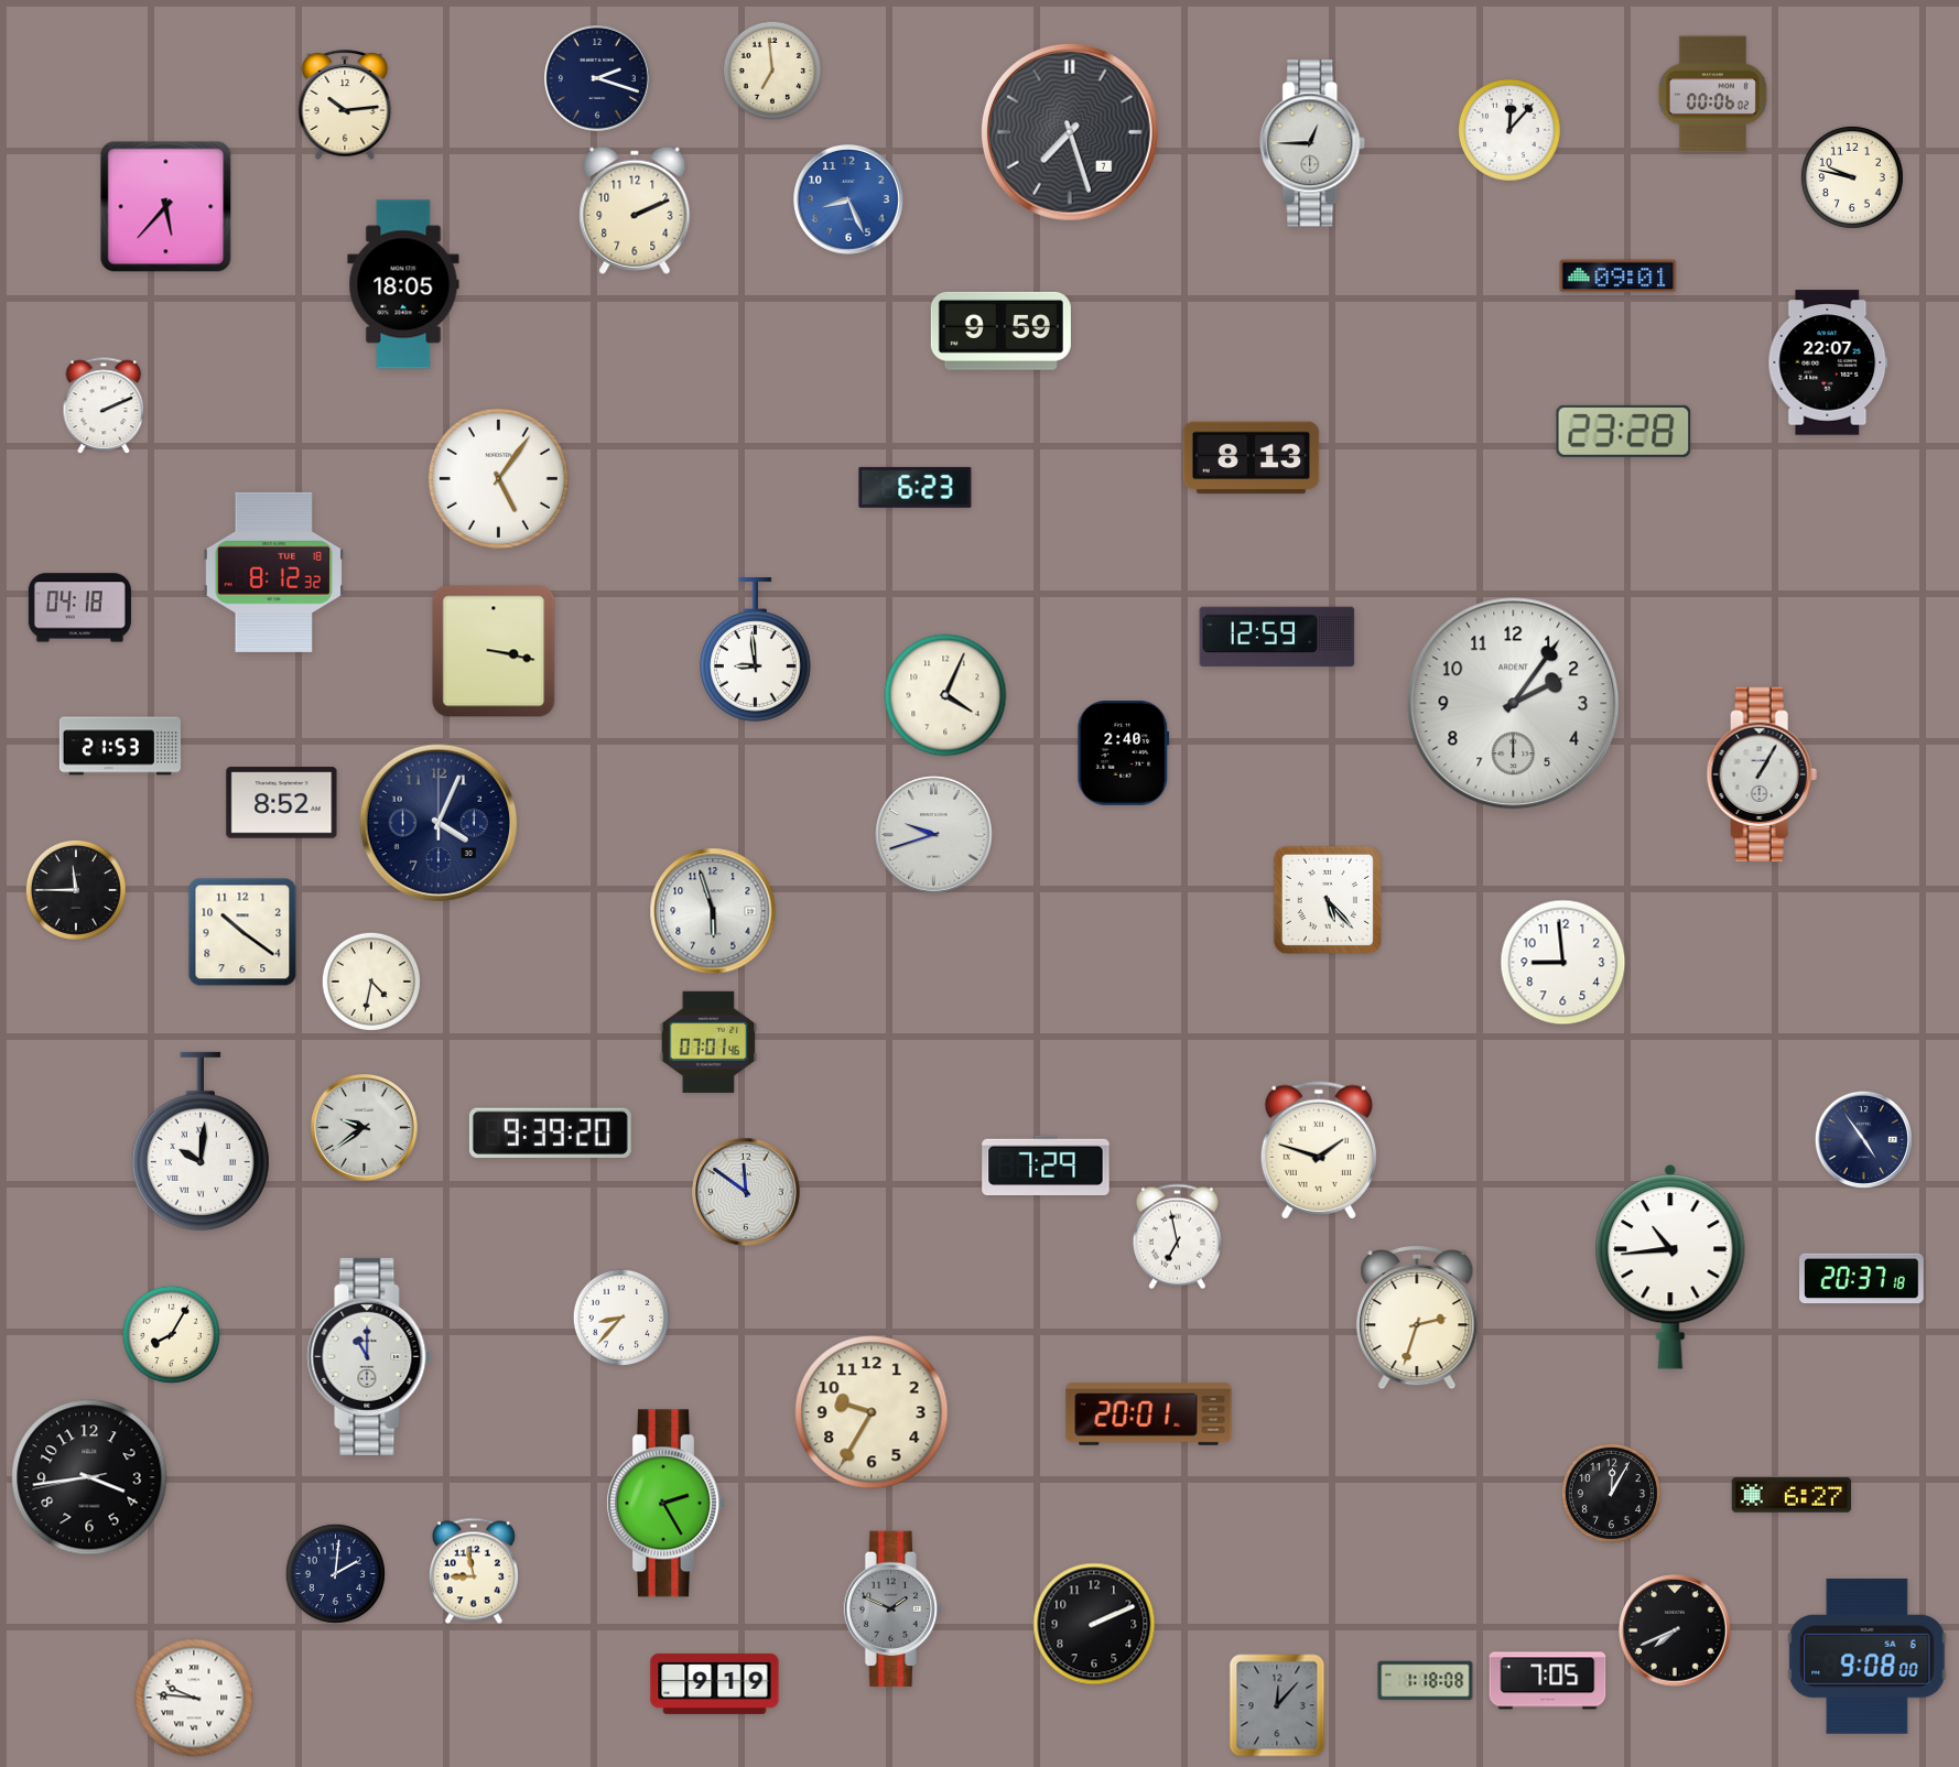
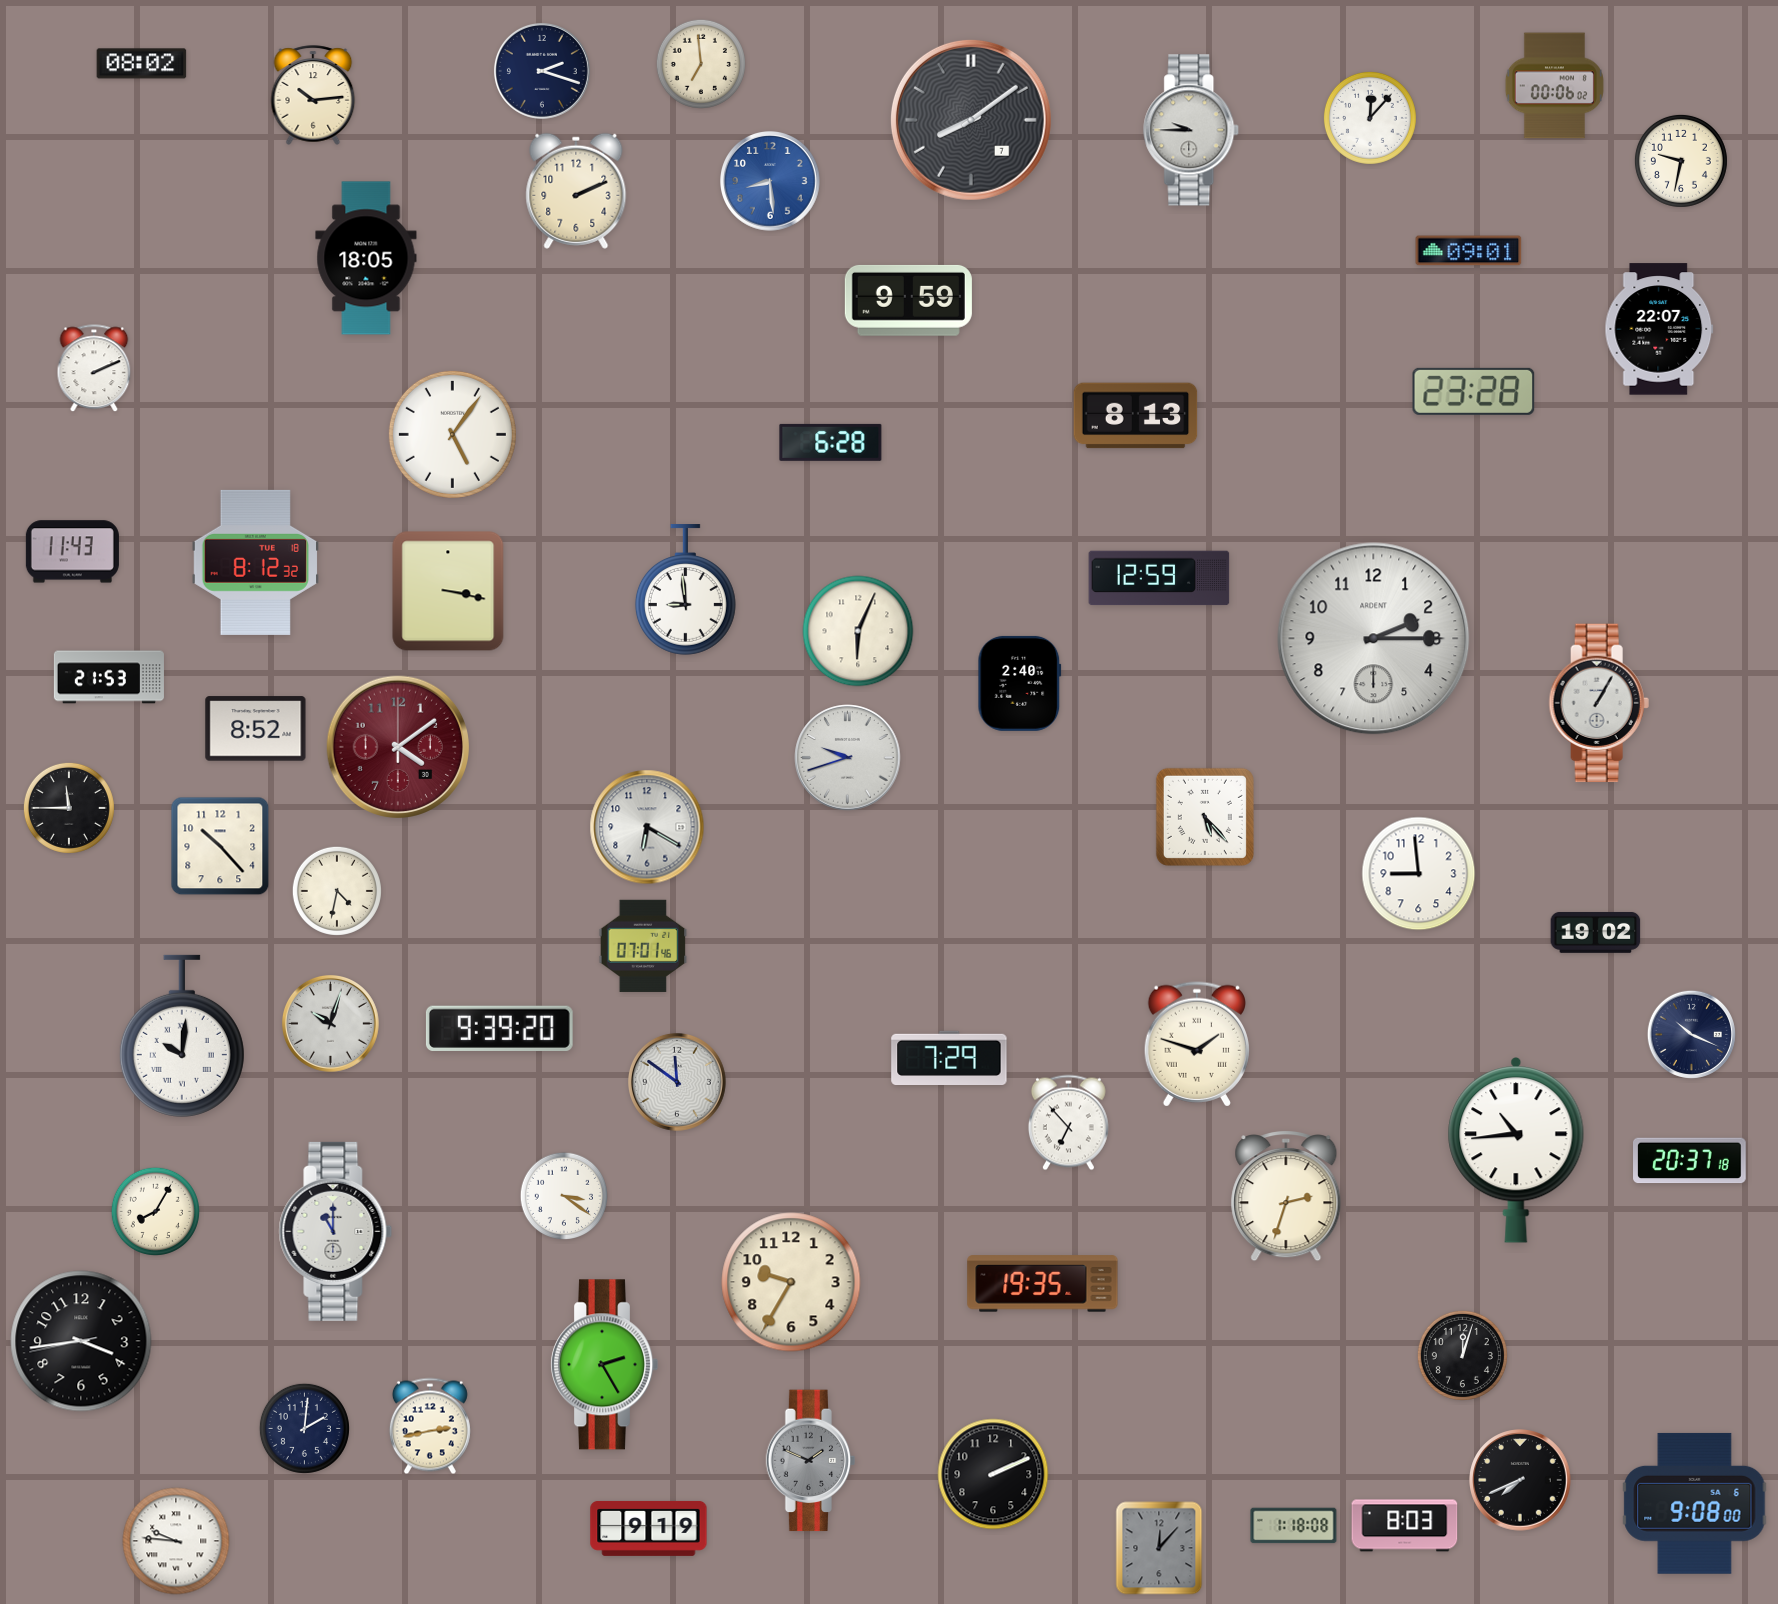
clock at (142, 64): none -> 08:02
clock at (1070, 132): 7:27 -> 8:09
clock at (1313, 143): 12:45 -> 9:45
clock at (1852, 177): 9:47 -> 9:32
clock at (849, 200): 8:26 -> 8:29
clock at (166, 207): 5:37 -> none
clock at (916, 487): 6:23 -> 6:28
clock at (273, 572) position: (273, 572) -> (255, 562)
clock at (79, 608): 04:18 -> 11:43
clock at (945, 695): 4:04 -> 6:04
clock at (1514, 704): 2:06 -> 2:15
clock at (437, 822): 4:04 -> 4:09
clock at (437, 822) dial: navy -> burgundy
clock at (713, 911): 5:57 -> 6:20
clock at (242, 932): 10:21 -> 10:23
clock at (1596, 932): none -> 19:02
clock at (364, 1127): 9:39 -> 10:03
clock at (1863, 1139): 4:54 -> 10:19
clock at (1177, 1237): 6:58 -> 6:53
clock at (620, 1316): 8:37 -> 3:21
clock at (1149, 1414): 20:01 -> 19:35
clock at (1611, 1493): 12:05 -> 12:03
clock at (1792, 1495): 6:27 -> none
clock at (474, 1571): 8:58 -> 2:43
clock at (1548, 1681): 7:05 -> 8:03
